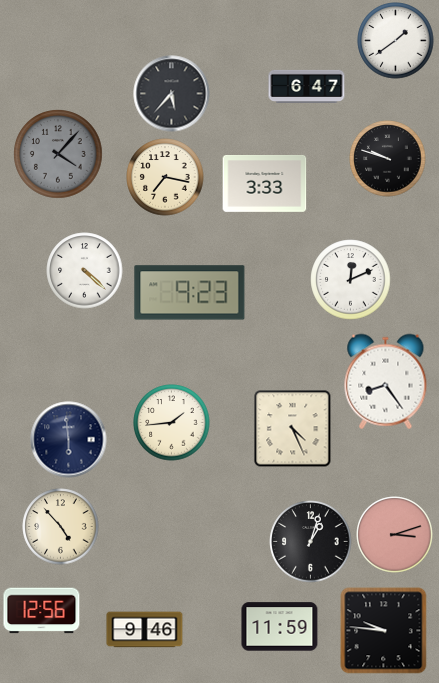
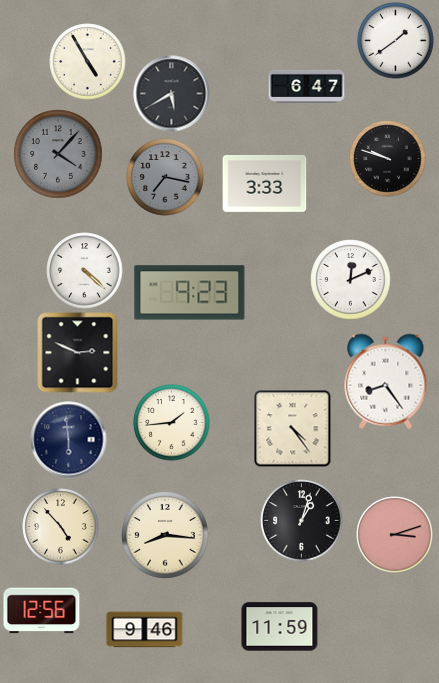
clock at (88, 62): none -> 4:55
clock at (172, 94): 5:37 -> 5:40
clock at (165, 177) dial: cream -> grey
clock at (78, 353): none -> 2:49
clock at (293, 429): 4:26 -> 4:24
clock at (165, 535): none -> 8:16
clock at (311, 542) position: (311, 542) -> (302, 521)
clock at (384, 631): 9:46 -> none
